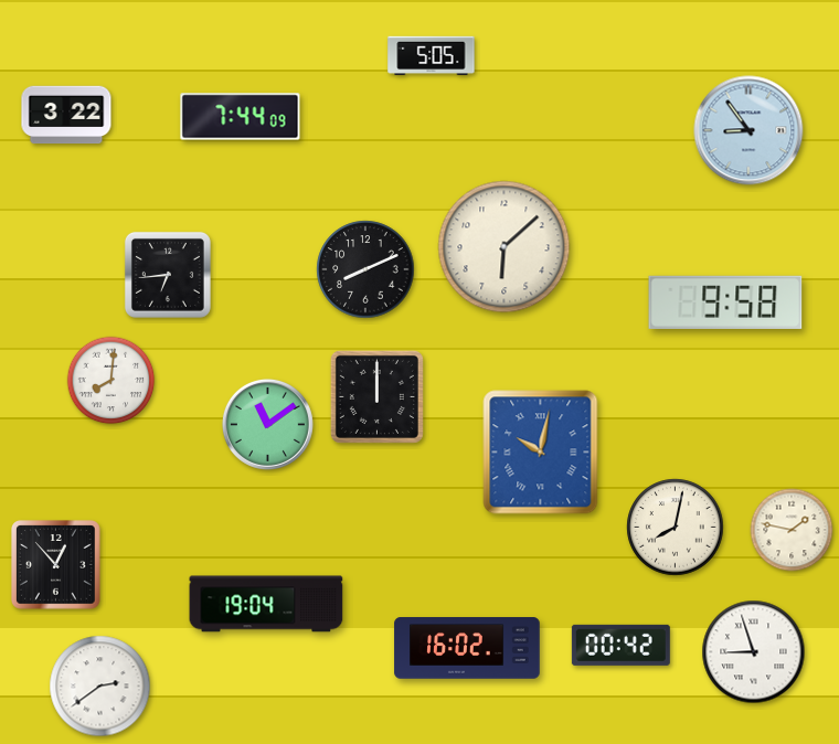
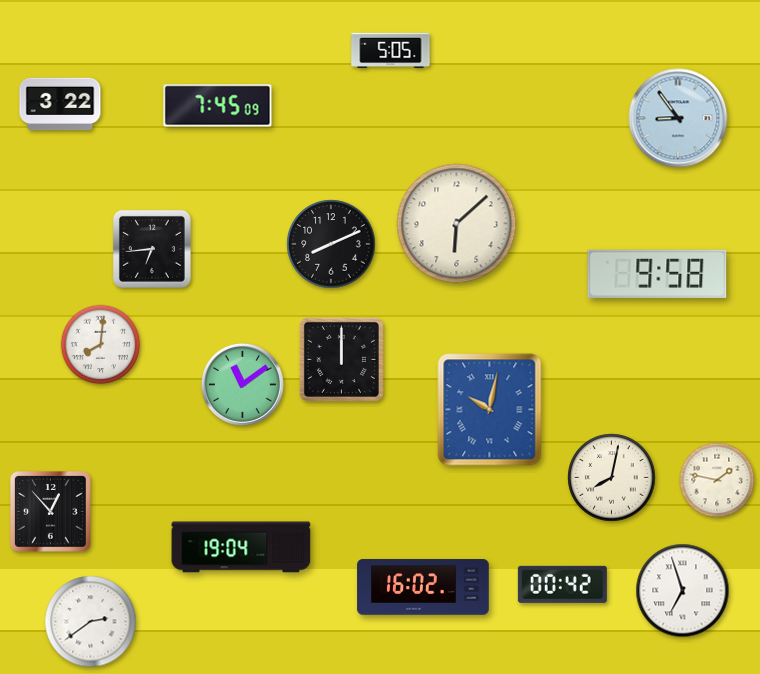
clock at (241, 117): 7:44 -> 7:45
clock at (754, 652): 8:57 -> 6:57
